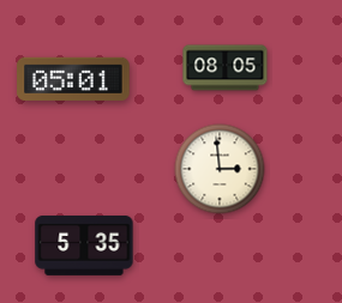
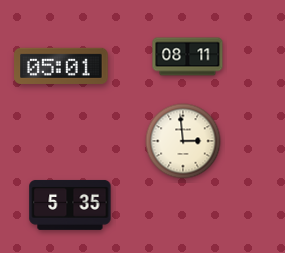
clock at (226, 68): 08:05 -> 08:11
